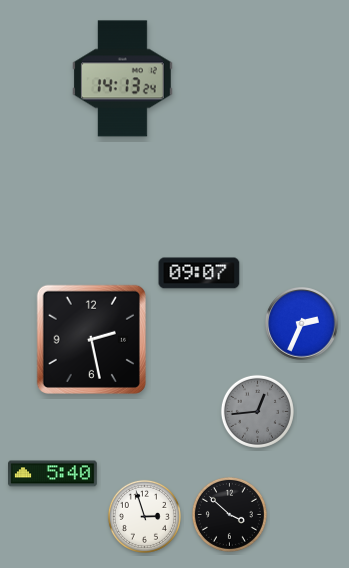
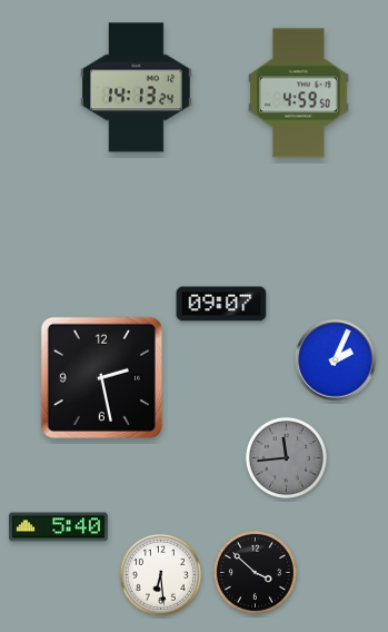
clock at (298, 93): none -> 4:59
clock at (302, 324): 2:34 -> 2:04
clock at (257, 411): 12:44 -> 11:44
clock at (144, 516): 2:57 -> 6:29
